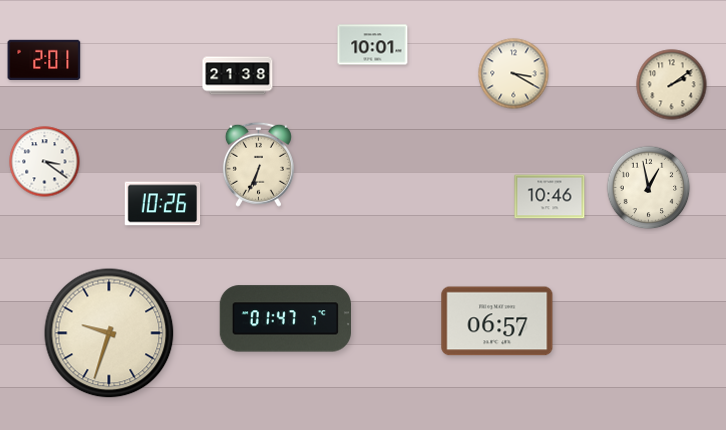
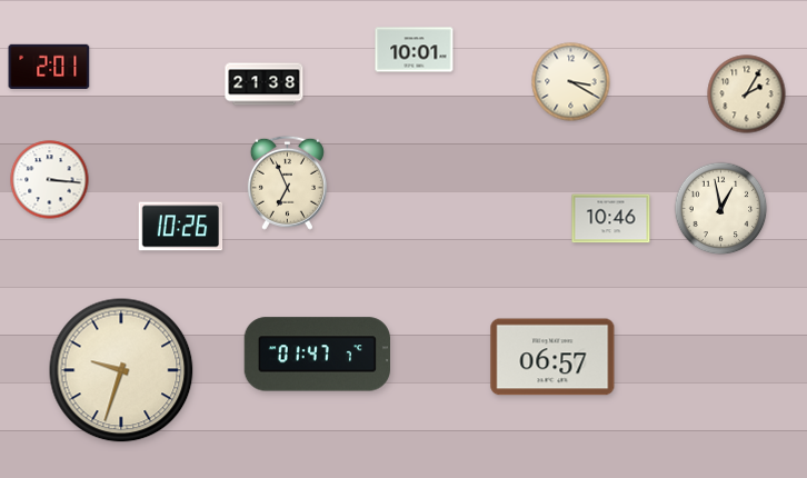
clock at (672, 85): 2:09 -> 2:05
clock at (45, 162): 3:21 -> 3:16
clock at (258, 164): 6:34 -> 6:56
